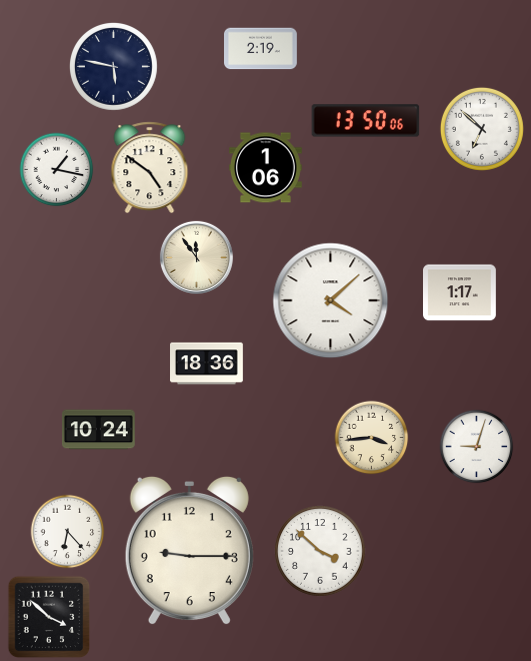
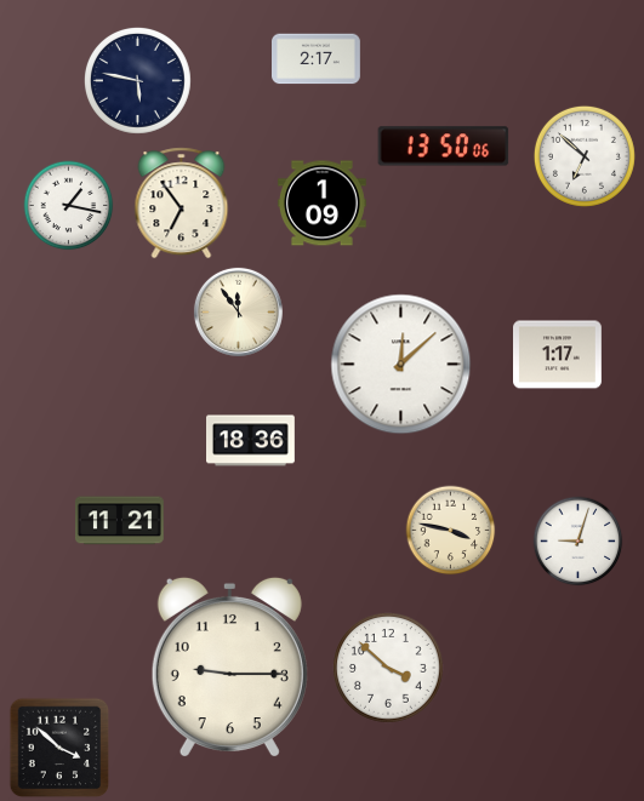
clock at (261, 49): 2:19 -> 2:17
clock at (150, 168): 4:51 -> 6:54
clock at (266, 168): 1:06 -> 1:09
clock at (331, 301): 4:08 -> 12:08
clock at (99, 430): 10:24 -> 11:21
clock at (372, 438): 3:44 -> 3:47
clock at (68, 532): 6:23 -> none
